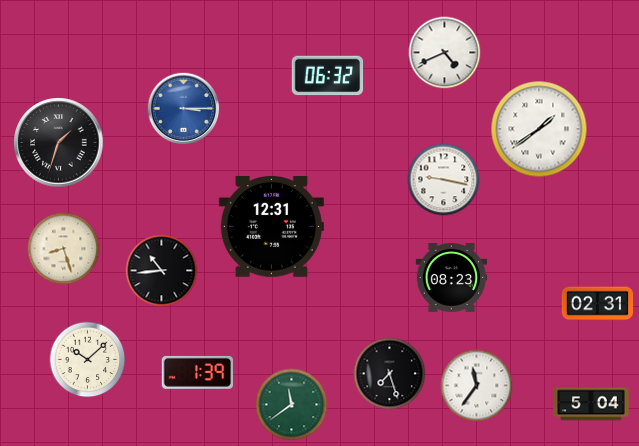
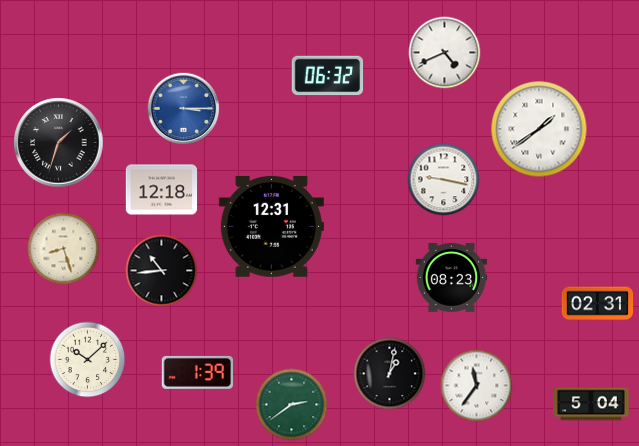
clock at (162, 190): none -> 12:18
clock at (390, 374): 7:27 -> 1:02
clock at (292, 405): 11:39 -> 2:39
